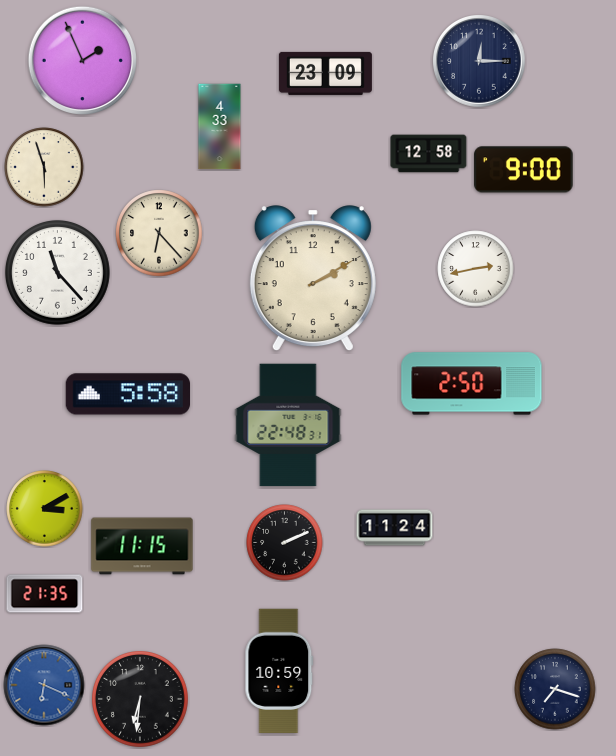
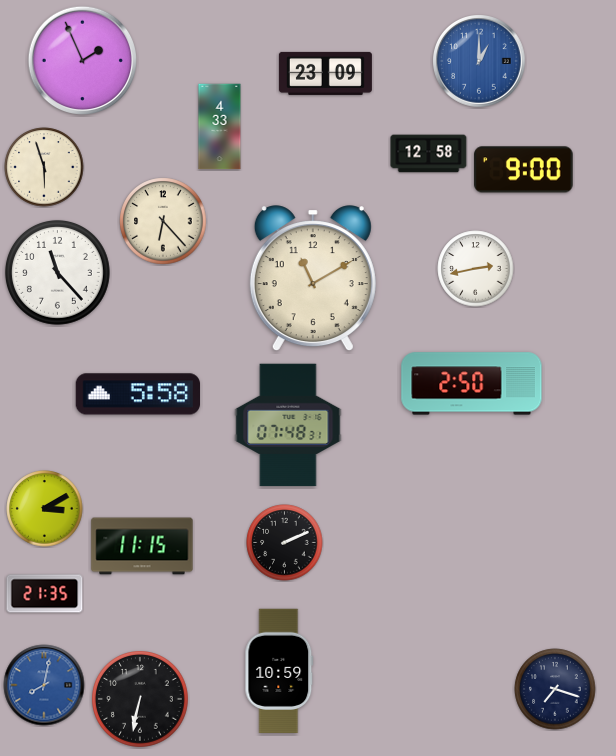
clock at (480, 62): 12:15 -> 1:00
clock at (480, 62) dial: navy -> blue
clock at (159, 233) position: (159, 233) -> (163, 221)
clock at (313, 279): 2:10 -> 11:10
clock at (127, 394) position: (127, 394) -> (137, 394)
clock at (288, 425): 22:48 -> 07:48
clock at (395, 528): 11:24 -> none
clock at (44, 685): 6:19 -> 8:02
clock at (140, 699): 6:31 -> 6:32
